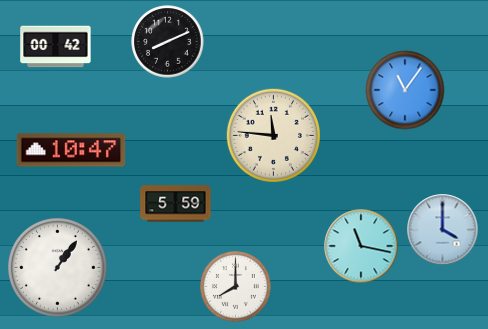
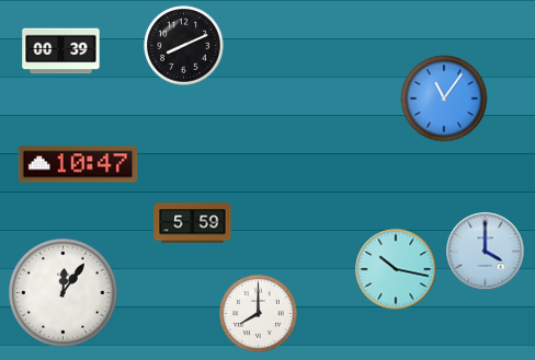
clock at (56, 47): 00:42 -> 00:39
clock at (273, 135): 11:46 -> none
clock at (361, 246): 11:17 -> 10:17
clock at (58, 268): 1:06 -> 12:06
